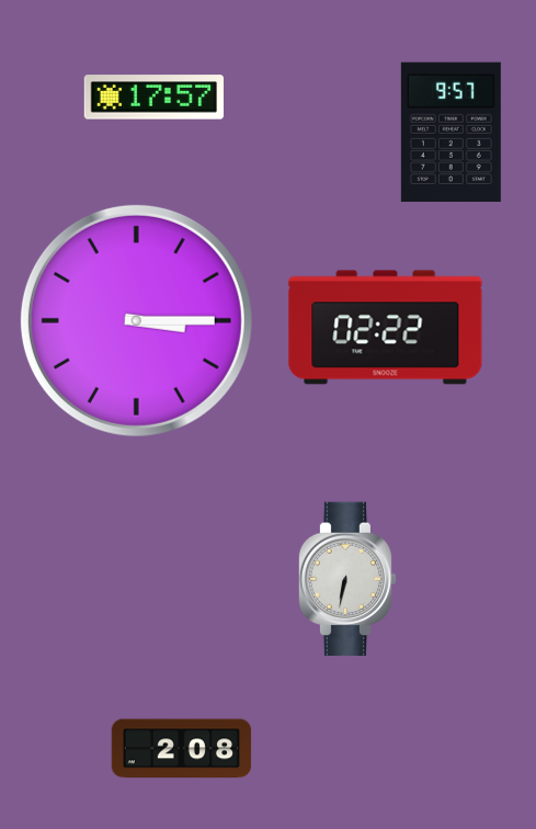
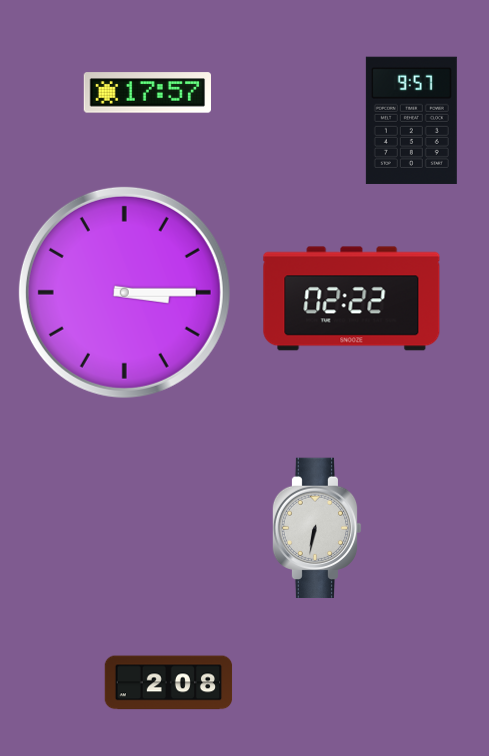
clock at (155, 98) position: (155, 98) -> (148, 93)
clock at (182, 749) position: (182, 749) -> (169, 683)
